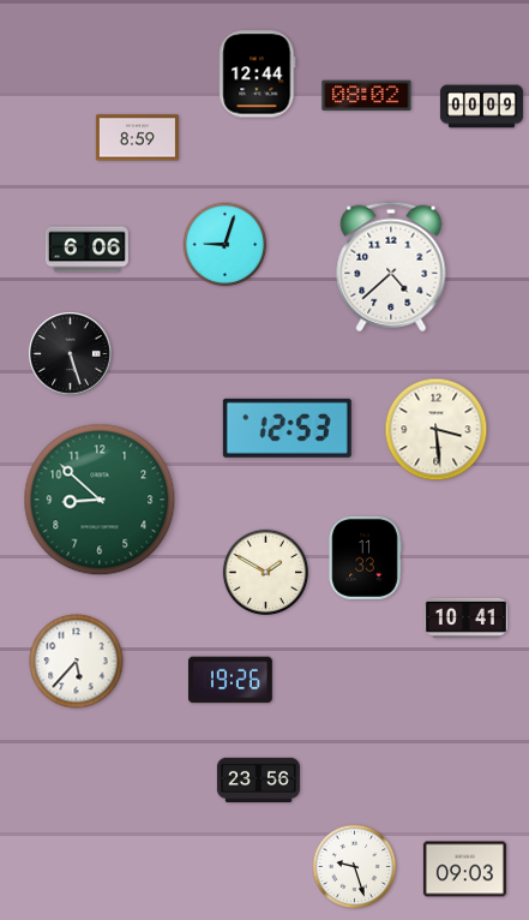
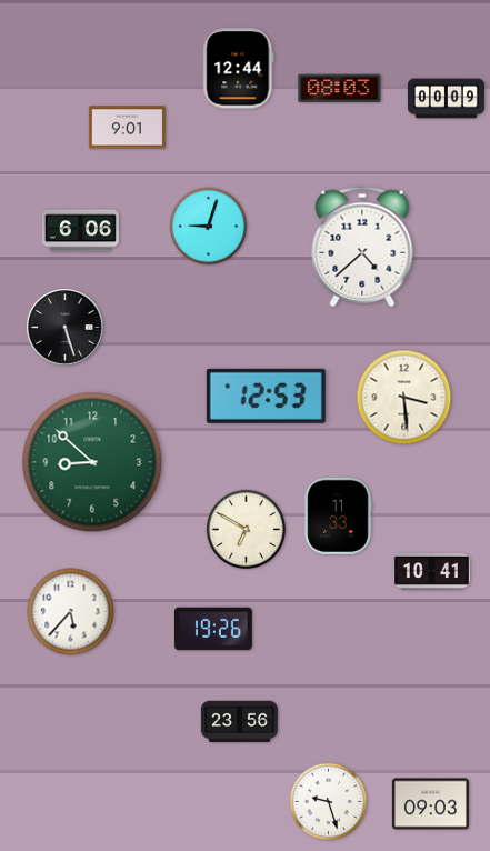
clock at (367, 96): 08:02 -> 08:03
clock at (137, 138): 8:59 -> 9:01
clock at (265, 572): 1:50 -> 6:50
